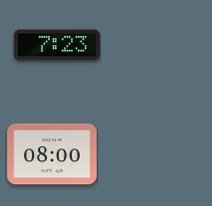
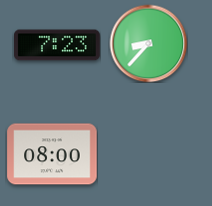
clock at (148, 43): none -> 8:37
